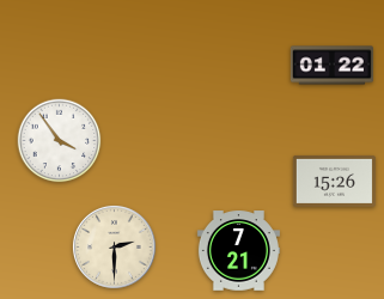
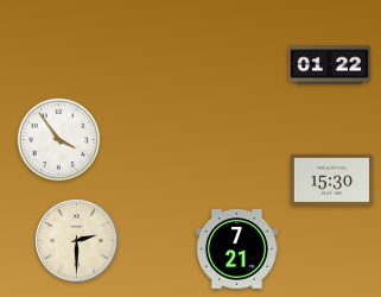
clock at (334, 181): 15:26 -> 15:30
clock at (114, 246) position: (114, 246) -> (76, 240)
